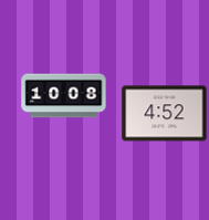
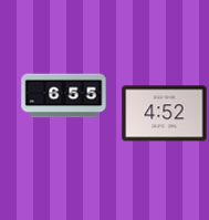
clock at (64, 96): 10:08 -> 6:55
